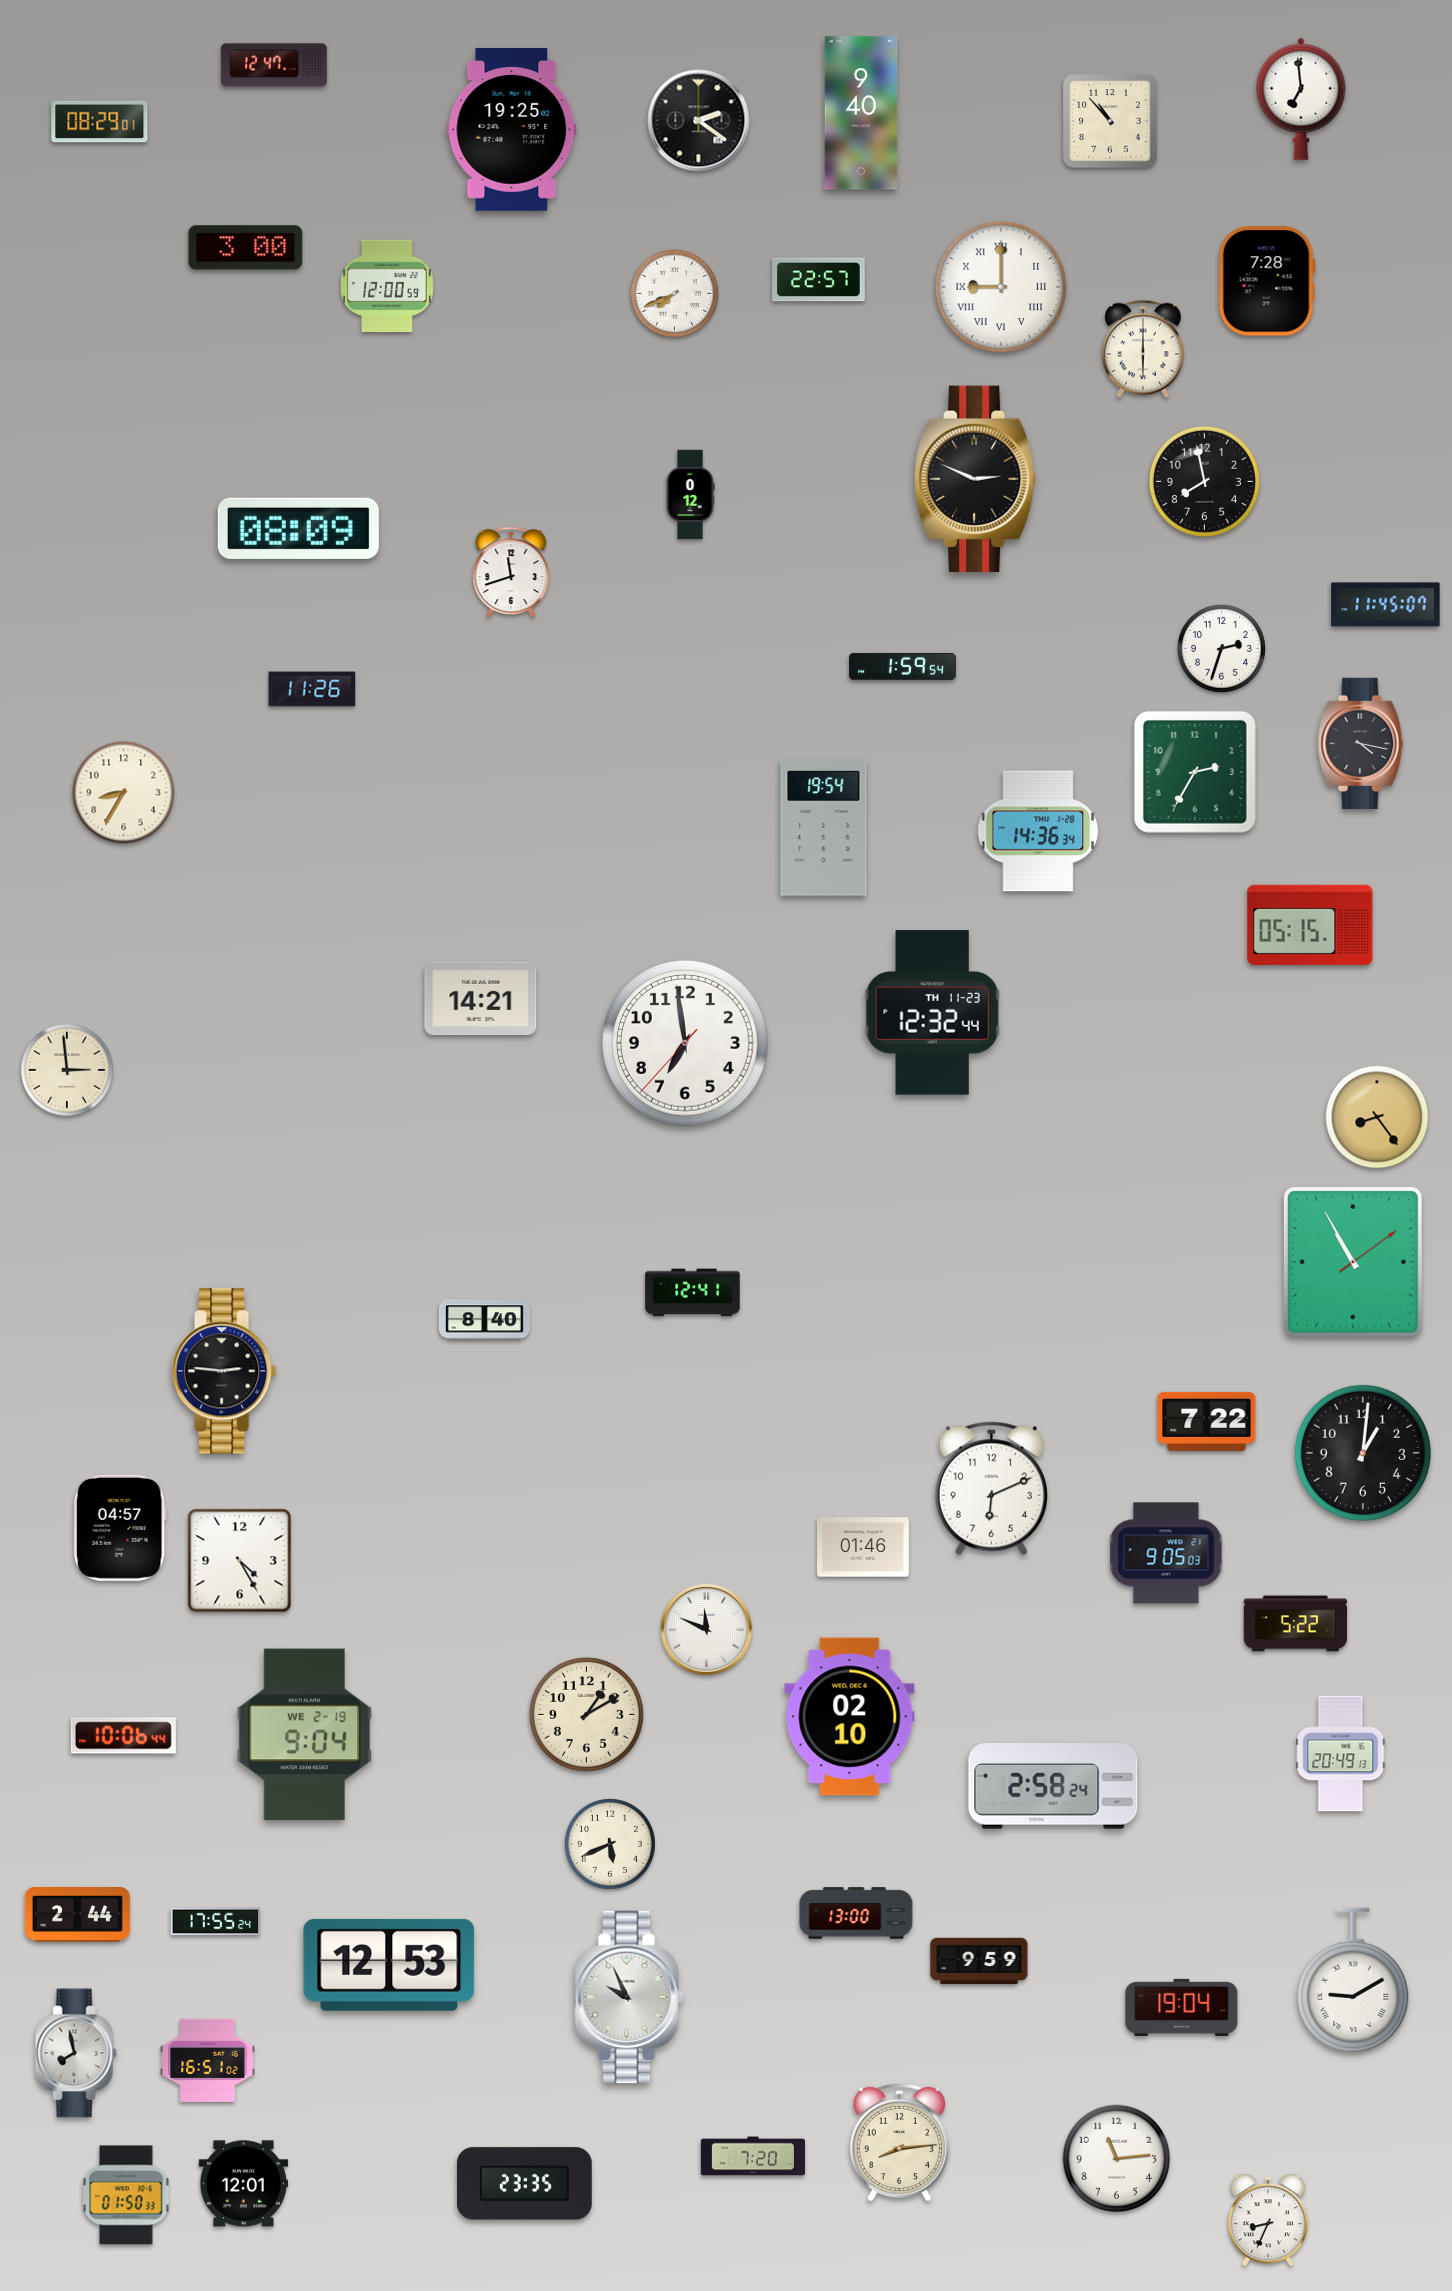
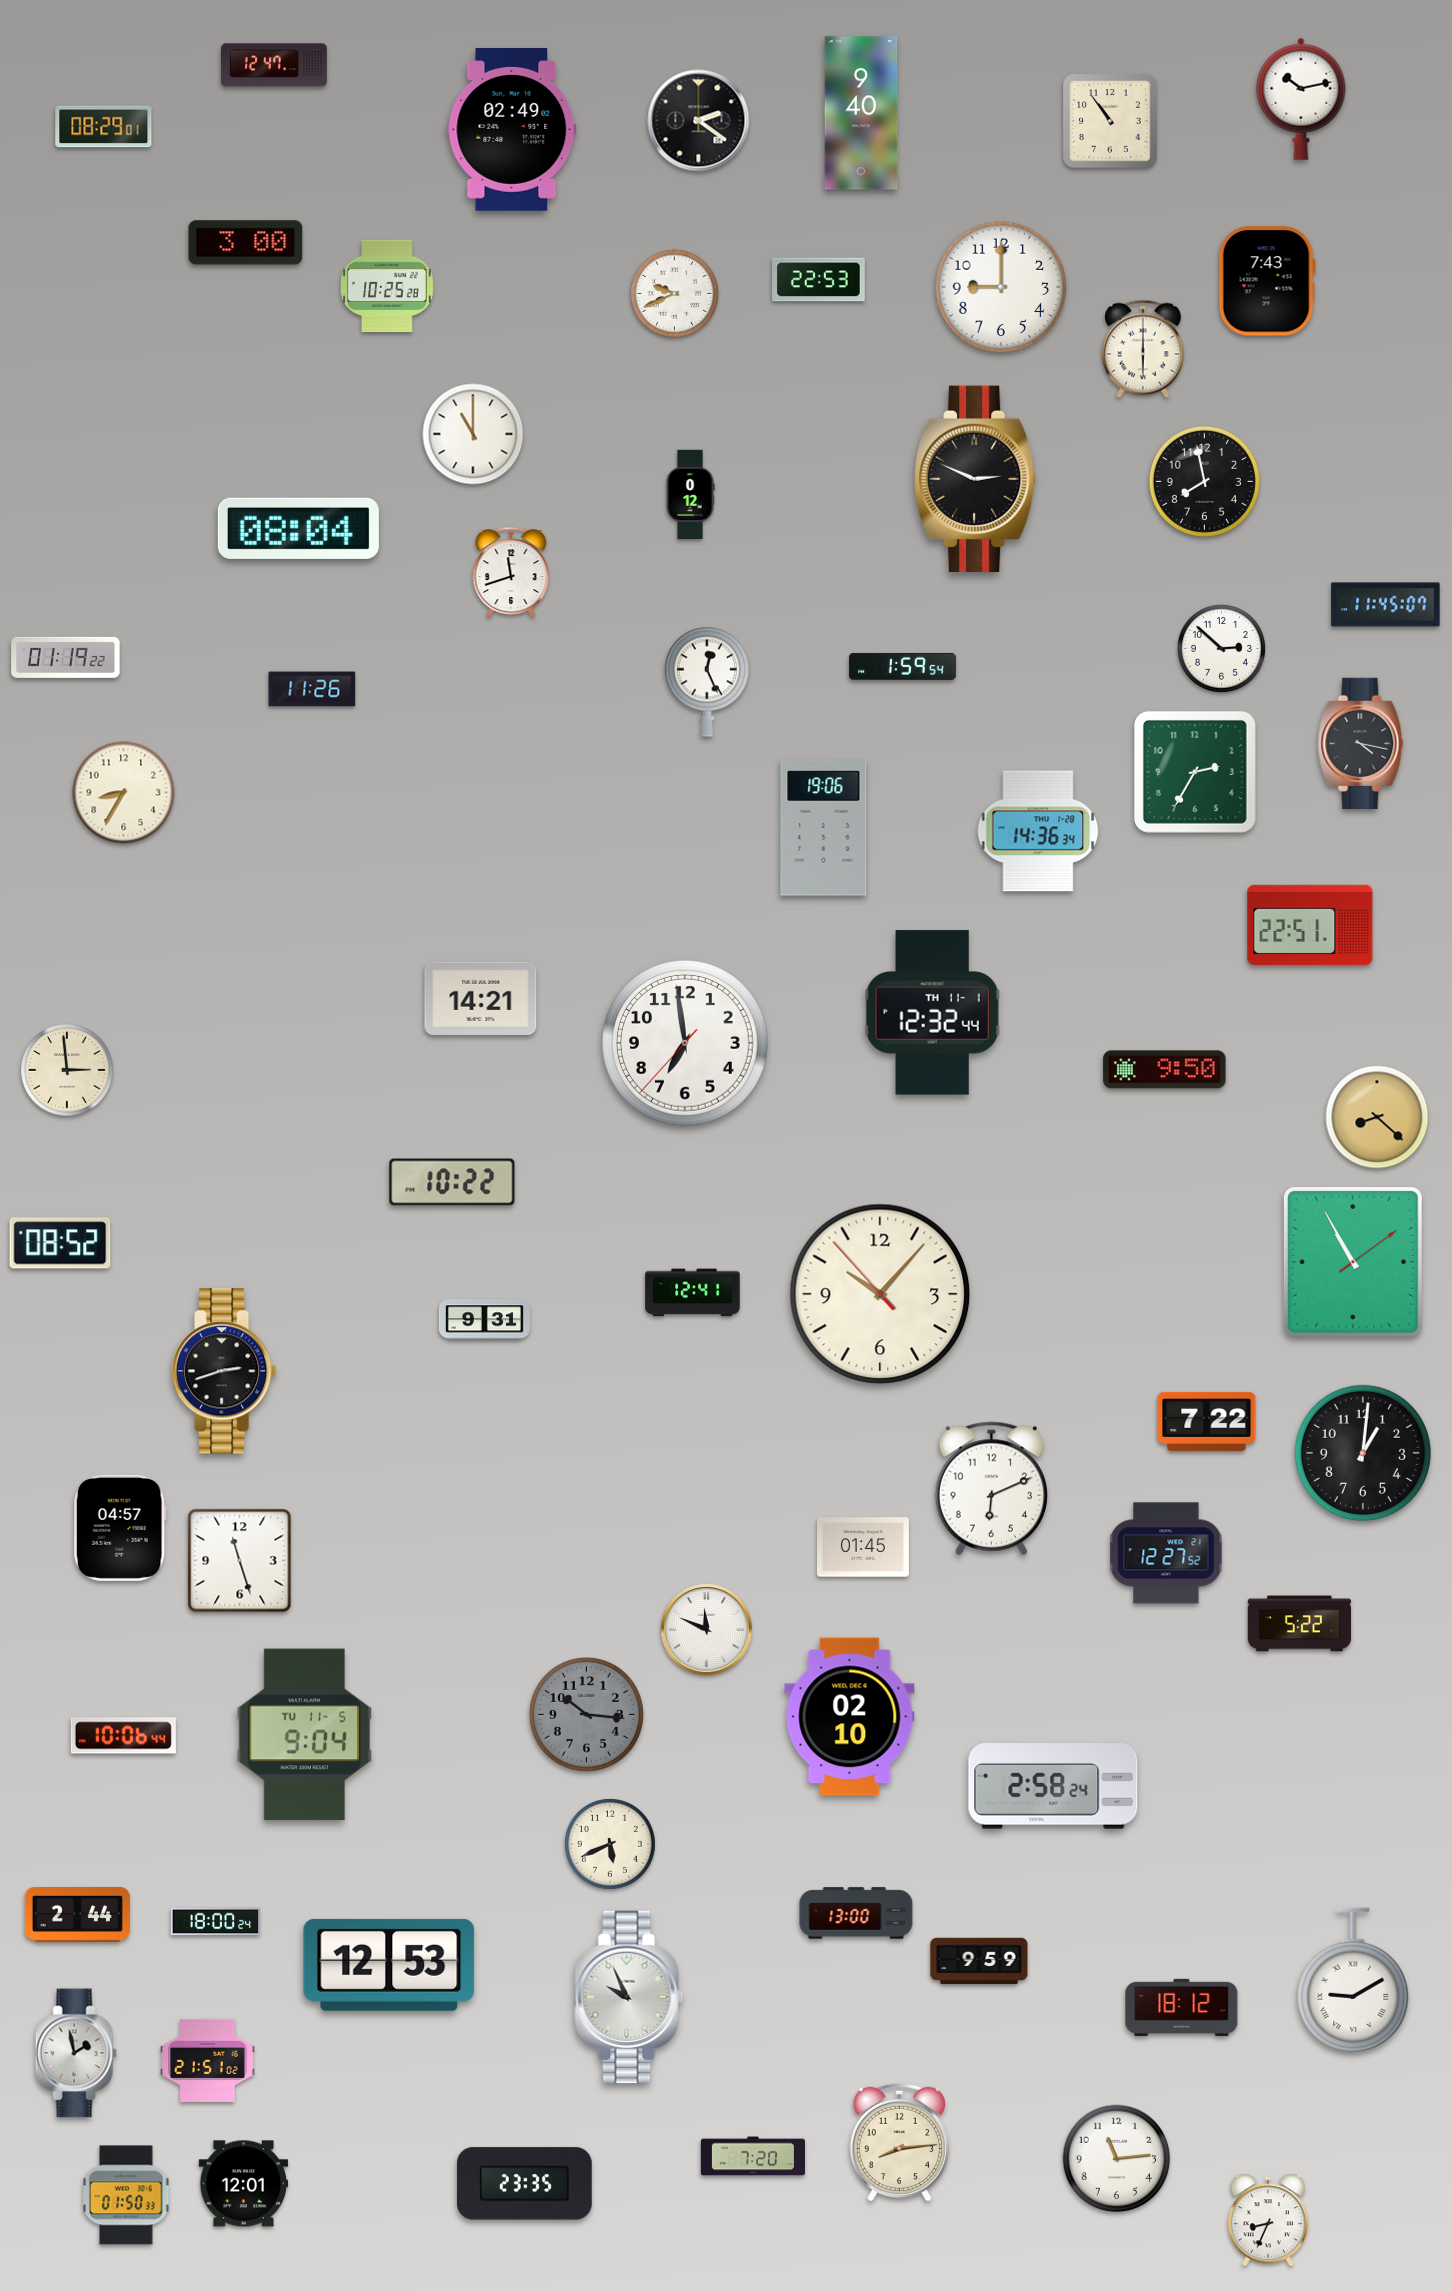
clock at (1301, 99): 6:59 -> 10:13
clock at (1110, 121): 10:53 -> 10:54
clock at (100, 122) position: (100, 122) -> (104, 127)
clock at (512, 129): 19:25 -> 02:49
clock at (246, 248) position: (246, 248) -> (246, 243)
clock at (819, 280): 22:57 -> 22:53
clock at (1267, 281): 7:28 -> 7:43
clock at (387, 286): 12:00 -> 10:25
clock at (1001, 287) numerals: Roman -> Arabic
clock at (674, 293): 7:41 -> 9:41
clock at (473, 434): none -> 11:00
clock at (298, 528): 08:09 -> 08:04
clock at (1221, 648): 2:33 -> 2:52
clock at (66, 657): none -> 01:19
clock at (707, 682): none -> 12:26
clock at (824, 828): 19:54 -> 19:06
clock at (1310, 925): 05:15 -> 22:51
clock at (932, 1013) date: TH 11-23 -> TH 11-1
clock at (1165, 1070): none -> 9:50
clock at (1377, 1117): 8:24 -> 8:22
clock at (452, 1182): none -> 10:22
clock at (60, 1243): none -> 08:52
clock at (880, 1294): none -> 10:06
clock at (484, 1320): 8:40 -> 9:31
clock at (224, 1371): 2:46 -> 2:42
clock at (863, 1547): 01:46 -> 01:45
clock at (1166, 1553): 9:05 -> 12:27
clock at (240, 1561): 4:25 -> 11:27
clock at (1296, 1624) position: (1296, 1624) -> (1300, 1624)
clock at (586, 1714): 1:10 -> 10:16
clock at (586, 1714) dial: cream -> grey
clock at (305, 1735) date: WE 2-19 -> TU 11-5
clock at (1341, 1754): 20:49 -> none
clock at (216, 1922): 17:55 -> 18:00
clock at (1182, 2007): 19:04 -> 18:12
clock at (76, 2053): 7:58 -> 1:58
clock at (208, 2060): 16:51 -> 21:51
